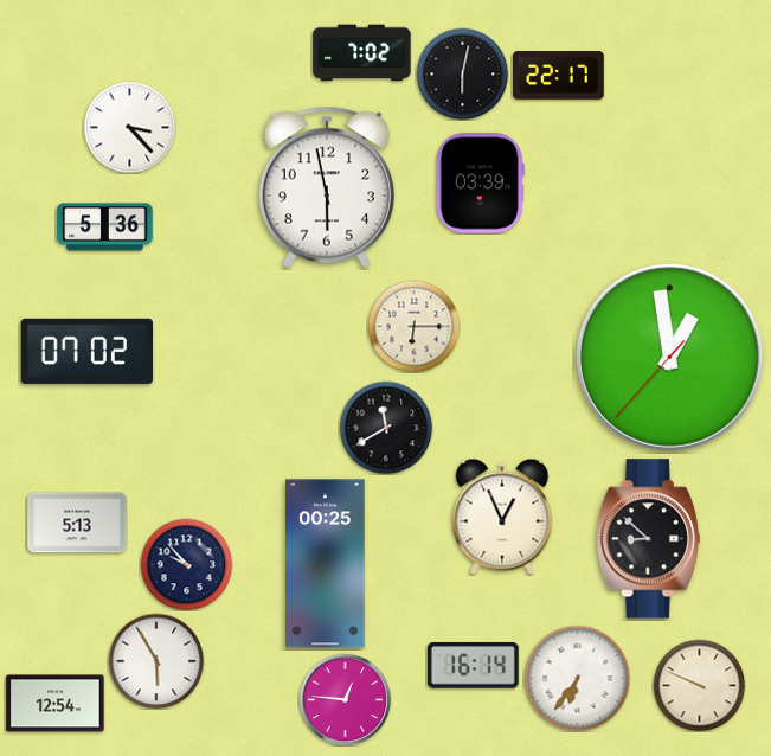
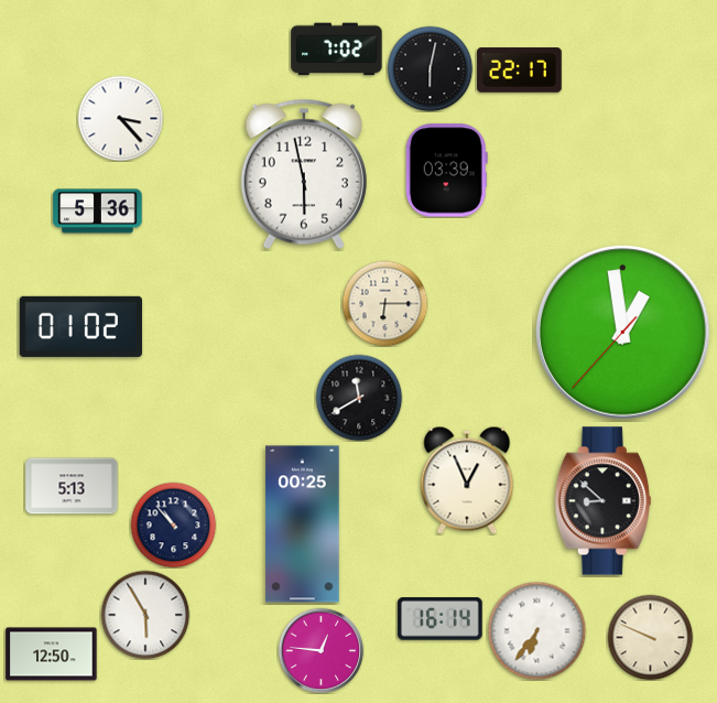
clock at (86, 351): 07:02 -> 01:02
clock at (186, 564): 9:53 -> 10:53
clock at (56, 704): 12:54 -> 12:50
